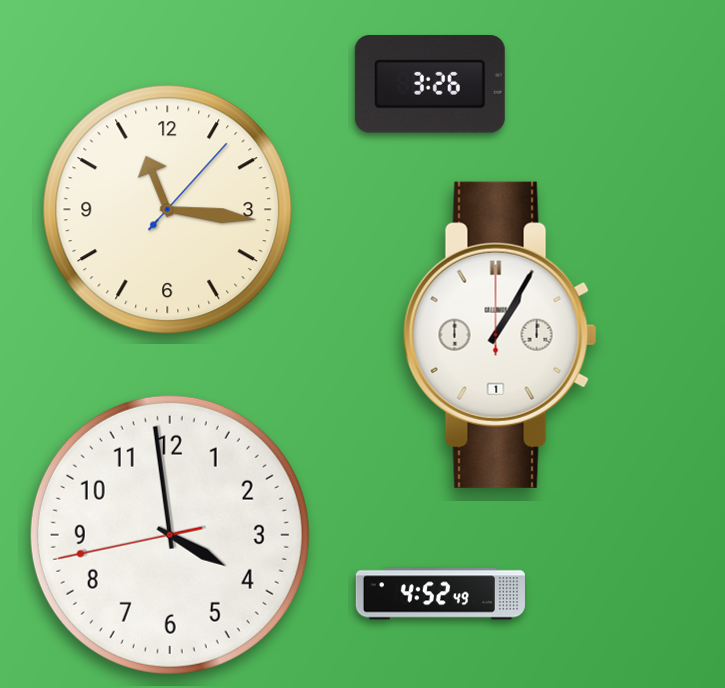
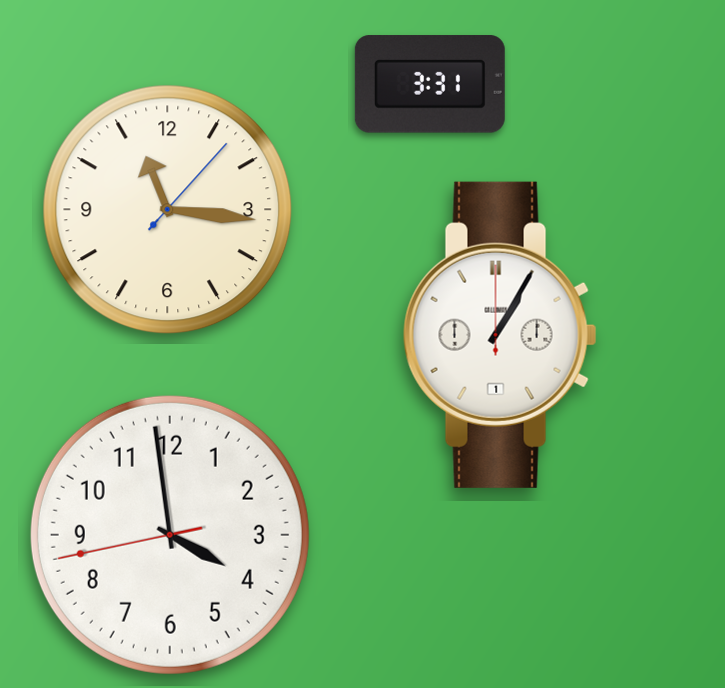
clock at (430, 84): 3:26 -> 3:31
clock at (440, 594): 4:52 -> none
